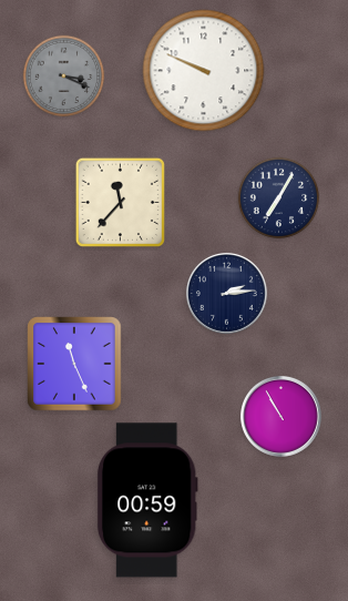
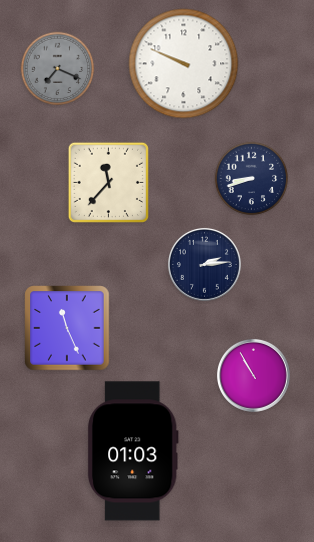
clock at (64, 77): 3:19 -> 7:19
clock at (279, 198): 7:05 -> 8:42
clock at (147, 500): 00:59 -> 01:03
